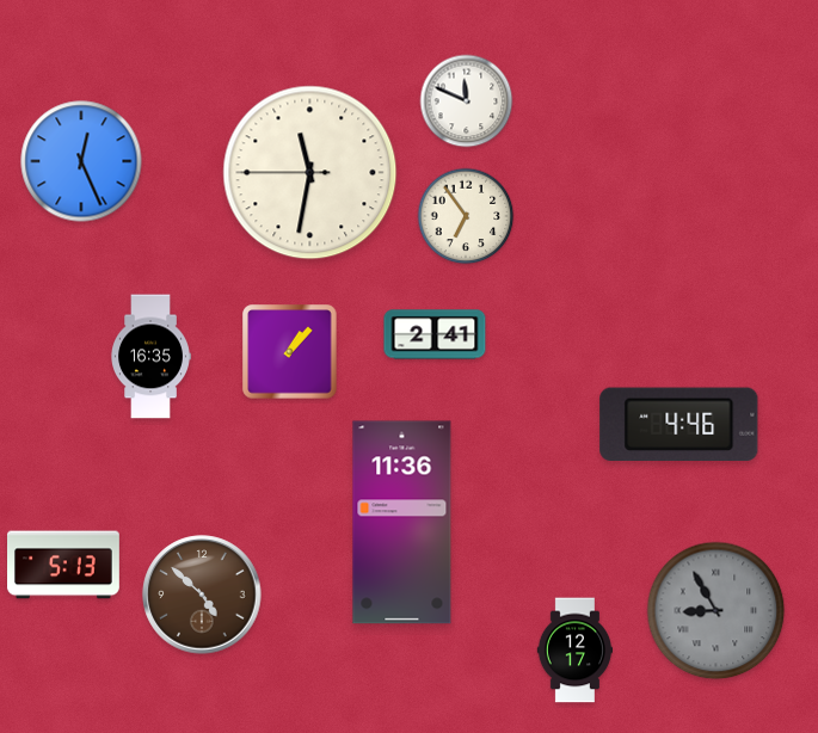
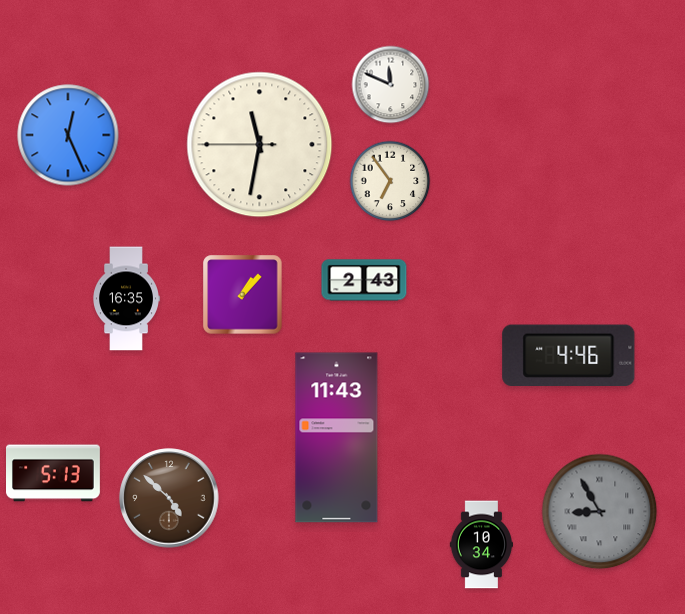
clock at (435, 334): 2:41 -> 2:43
clock at (402, 523): 11:36 -> 11:43
clock at (574, 651): 12:17 -> 10:34
